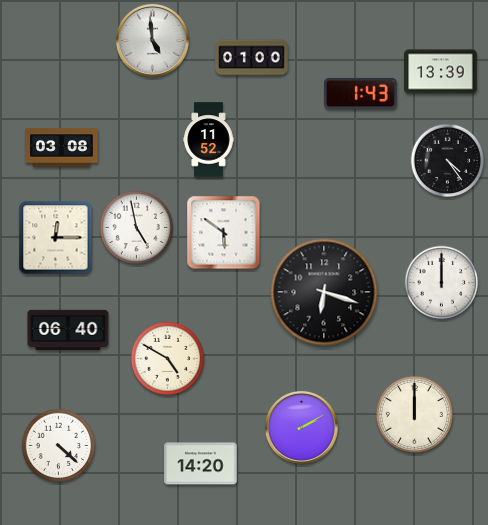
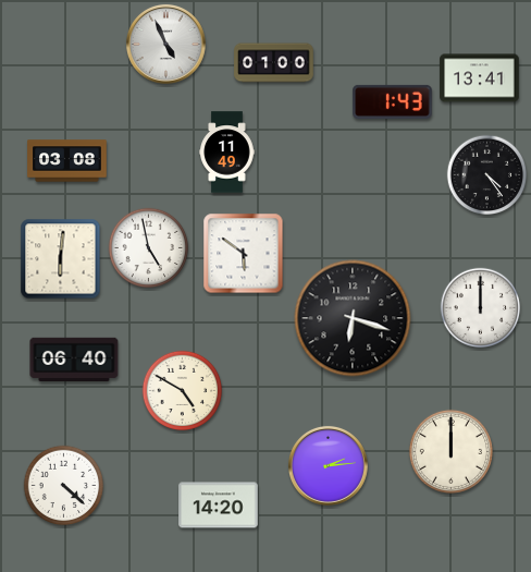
clock at (152, 40): 4:59 -> 4:56
clock at (441, 72): 13:39 -> 13:41
clock at (209, 140): 11:52 -> 11:49
clock at (56, 238): 12:15 -> 6:01
clock at (301, 427): 2:10 -> 2:14
